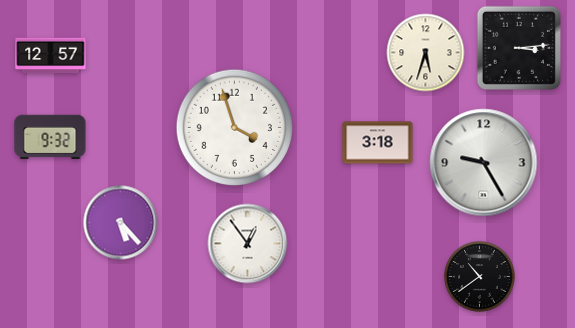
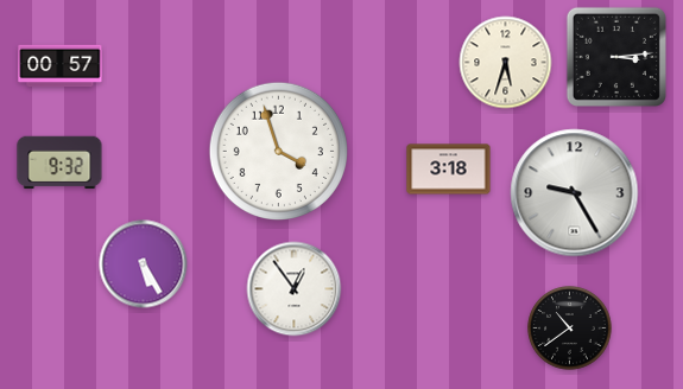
clock at (51, 56): 12:57 -> 00:57
clock at (121, 223): 5:23 -> 5:25
